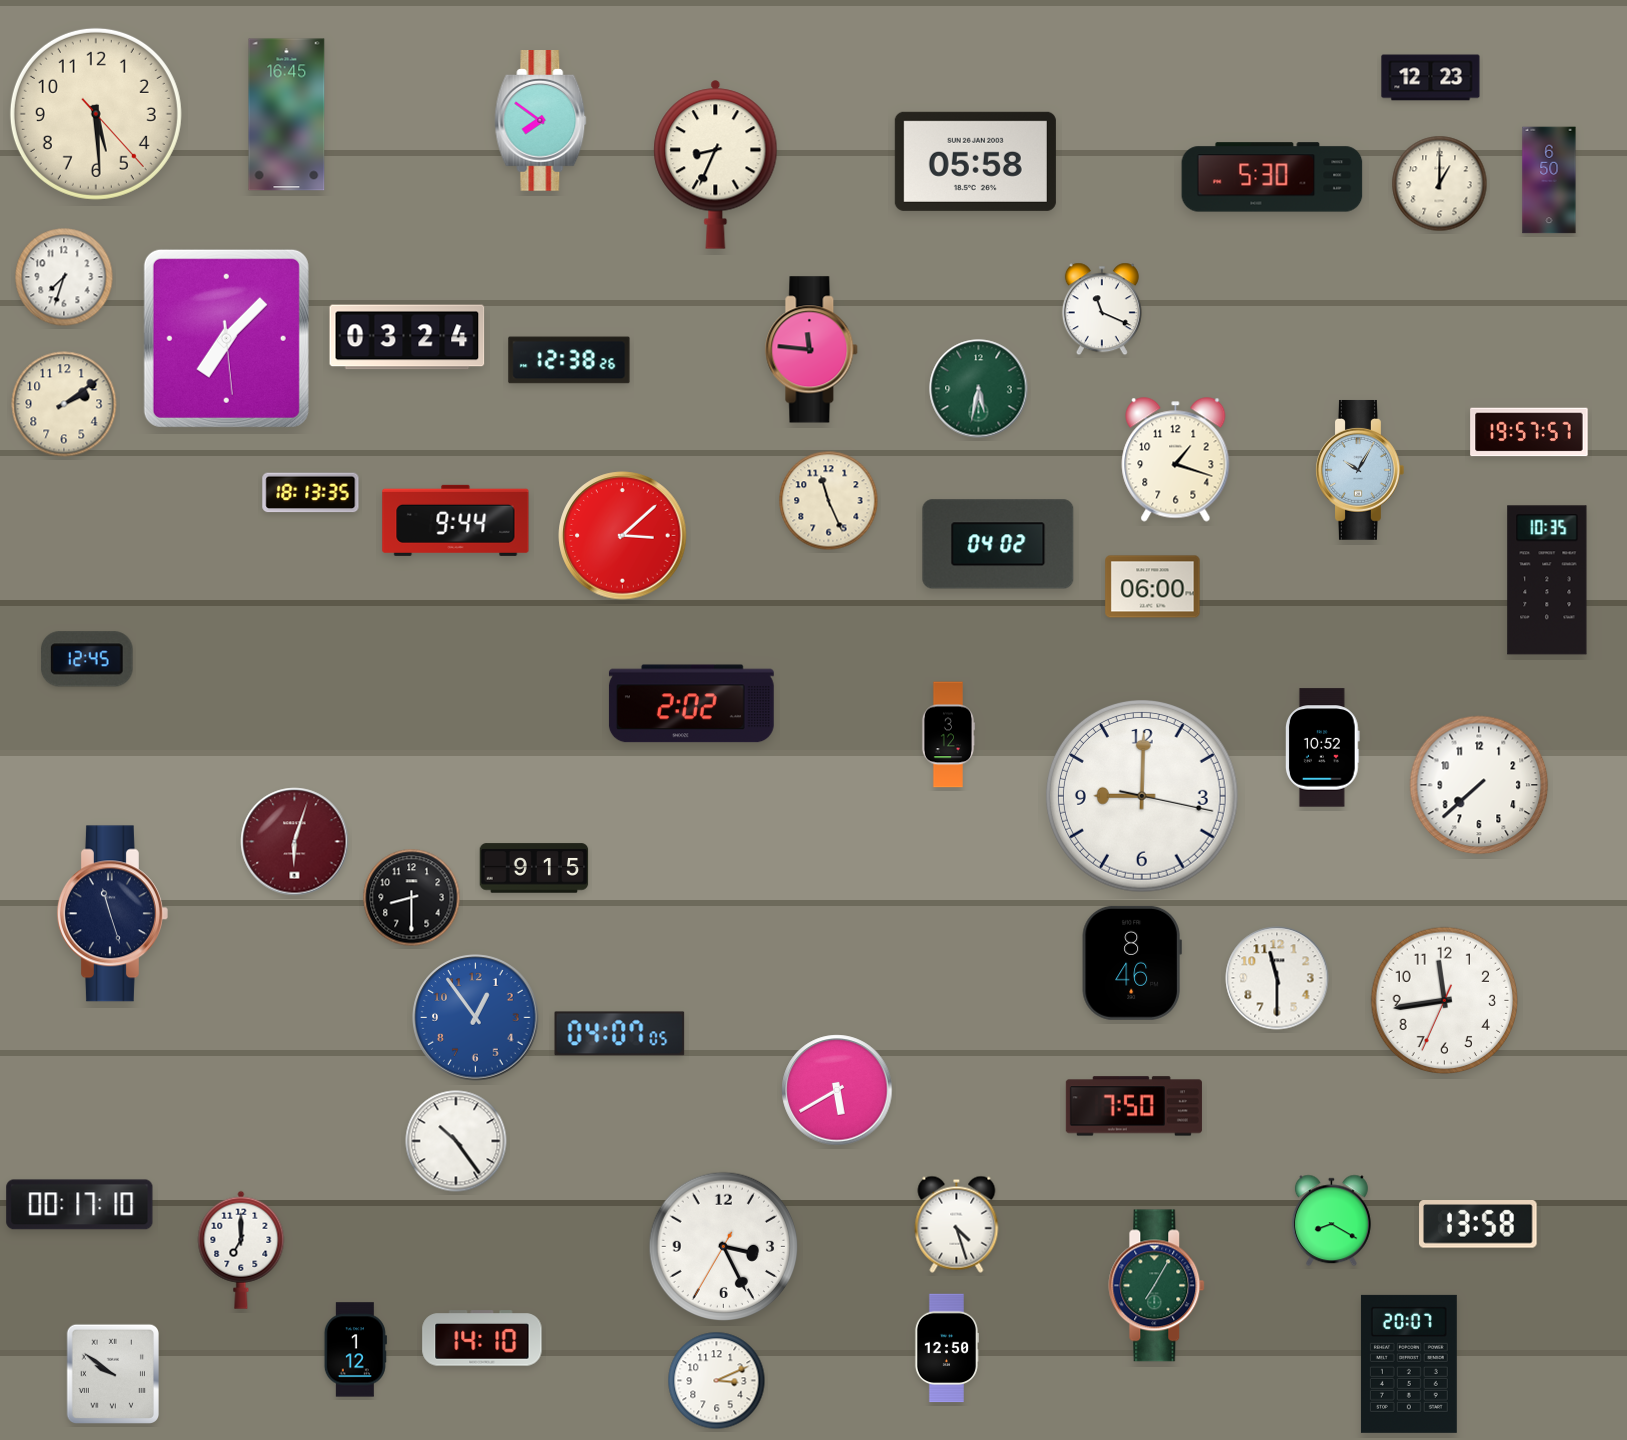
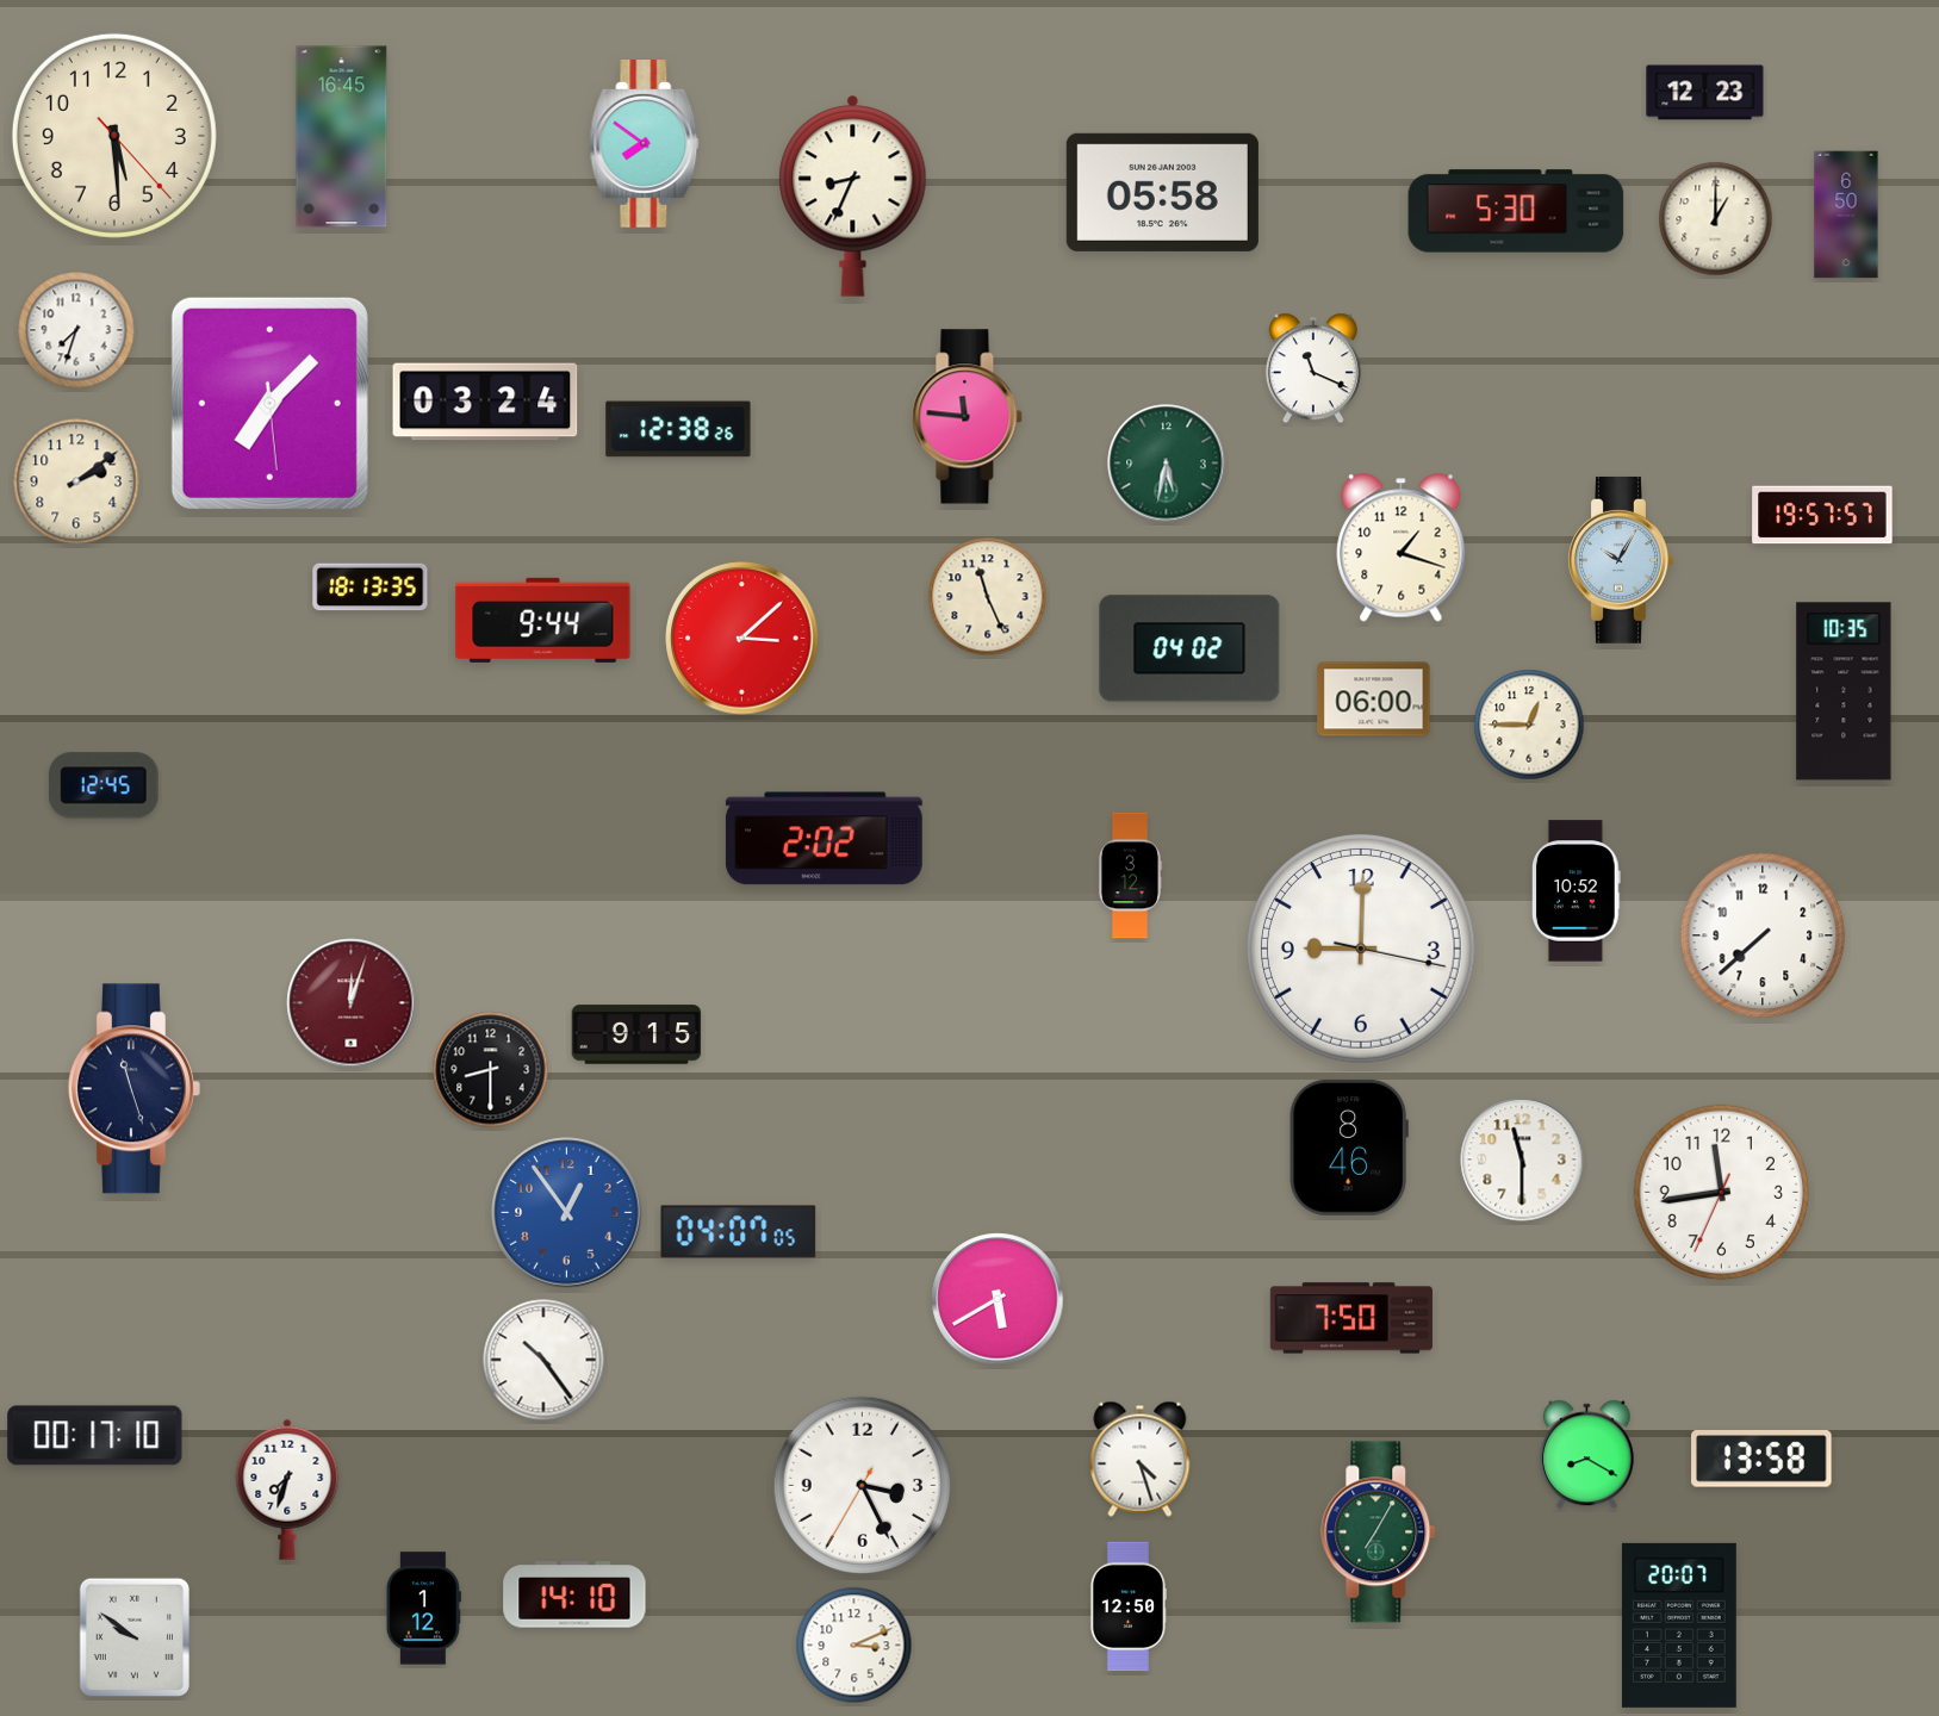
clock at (1529, 725): none -> 12:45
clock at (295, 842): 6:03 -> 12:03
clock at (1277, 978) position: (1277, 978) -> (1522, 1159)
clock at (241, 1250): 7:00 -> 7:33
